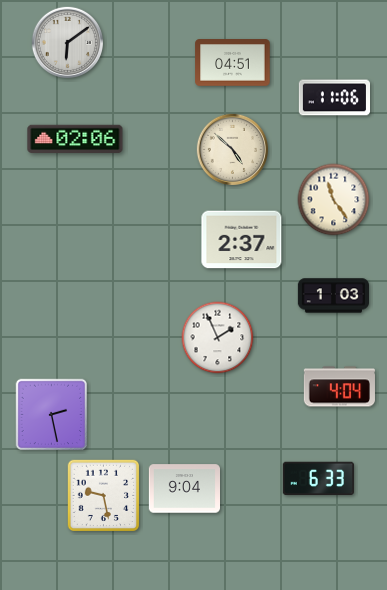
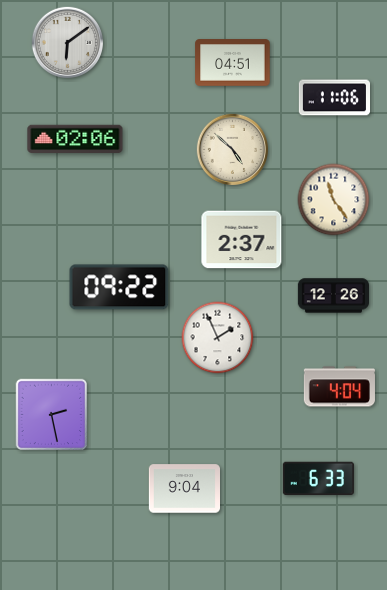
clock at (119, 287): none -> 09:22
clock at (333, 296): 1:03 -> 12:26
clock at (104, 496): 9:28 -> none
